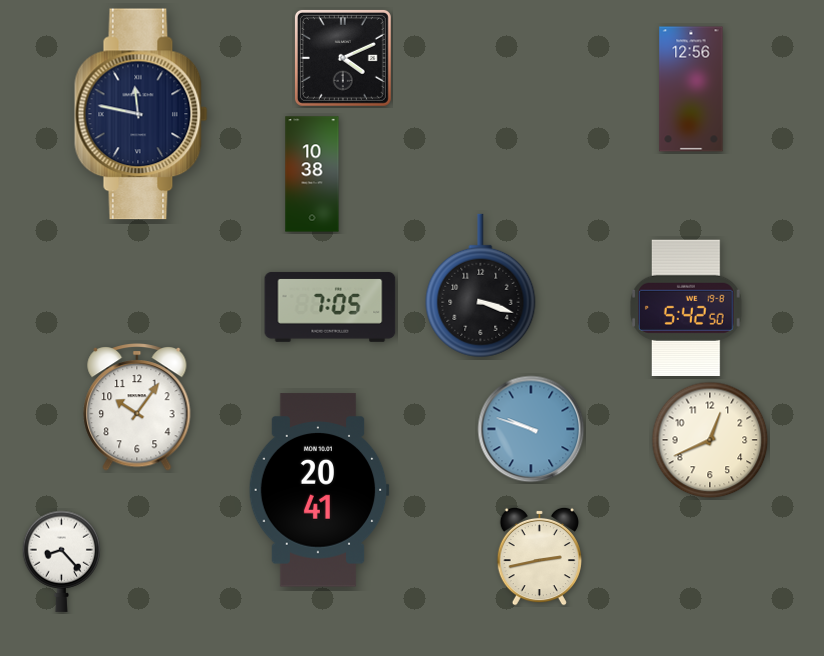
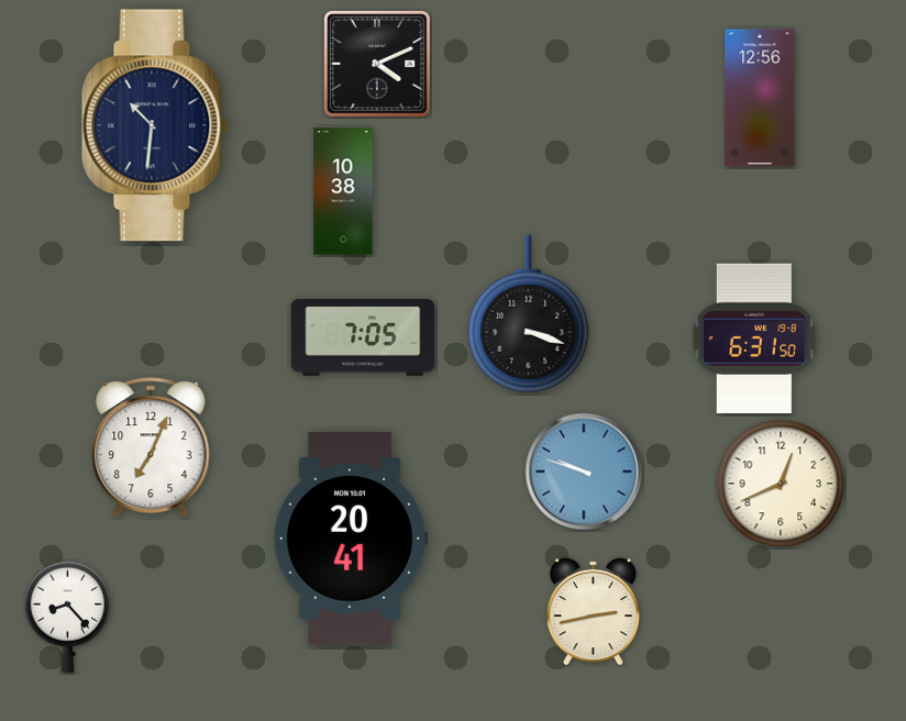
clock at (141, 114): 11:47 -> 10:31
clock at (686, 307): 5:42 -> 6:31
clock at (137, 408): 10:06 -> 7:04
